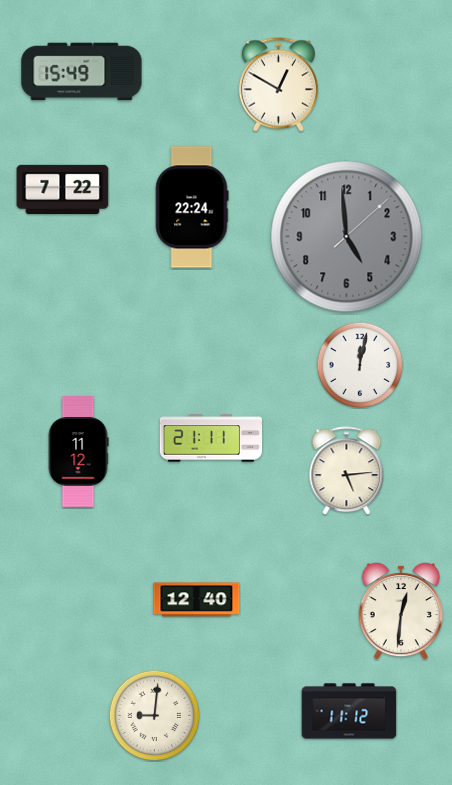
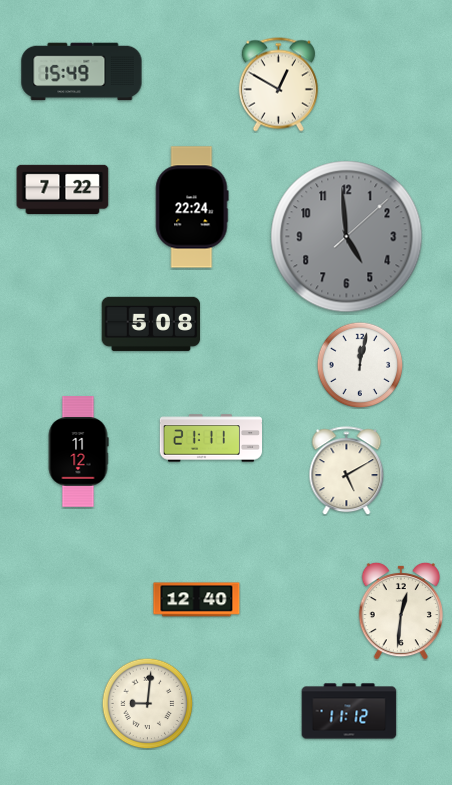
clock at (151, 324): none -> 5:08
clock at (347, 471): 5:14 -> 5:10
clock at (154, 715) position: (154, 715) -> (147, 703)
